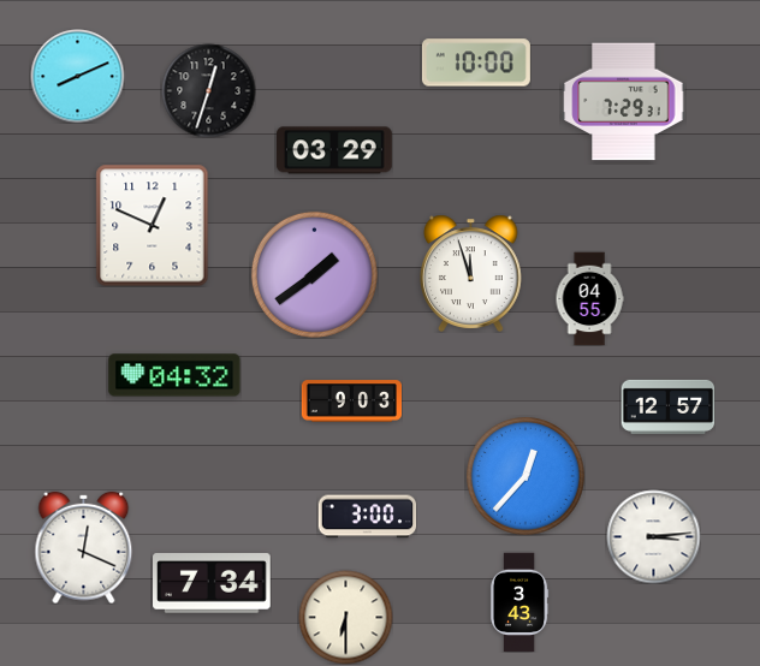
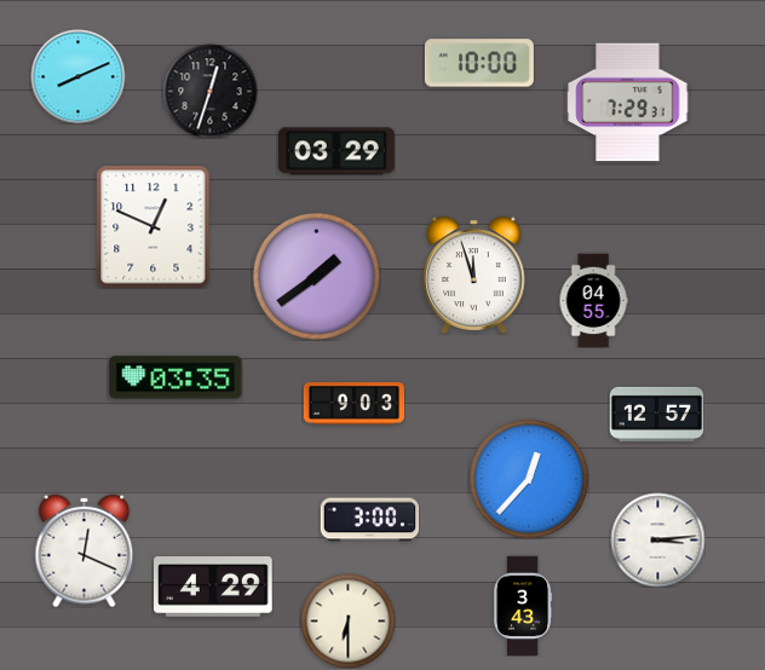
clock at (174, 375): 04:32 -> 03:35
clock at (667, 406) position: (667, 406) -> (656, 414)
clock at (213, 584): 7:34 -> 4:29
